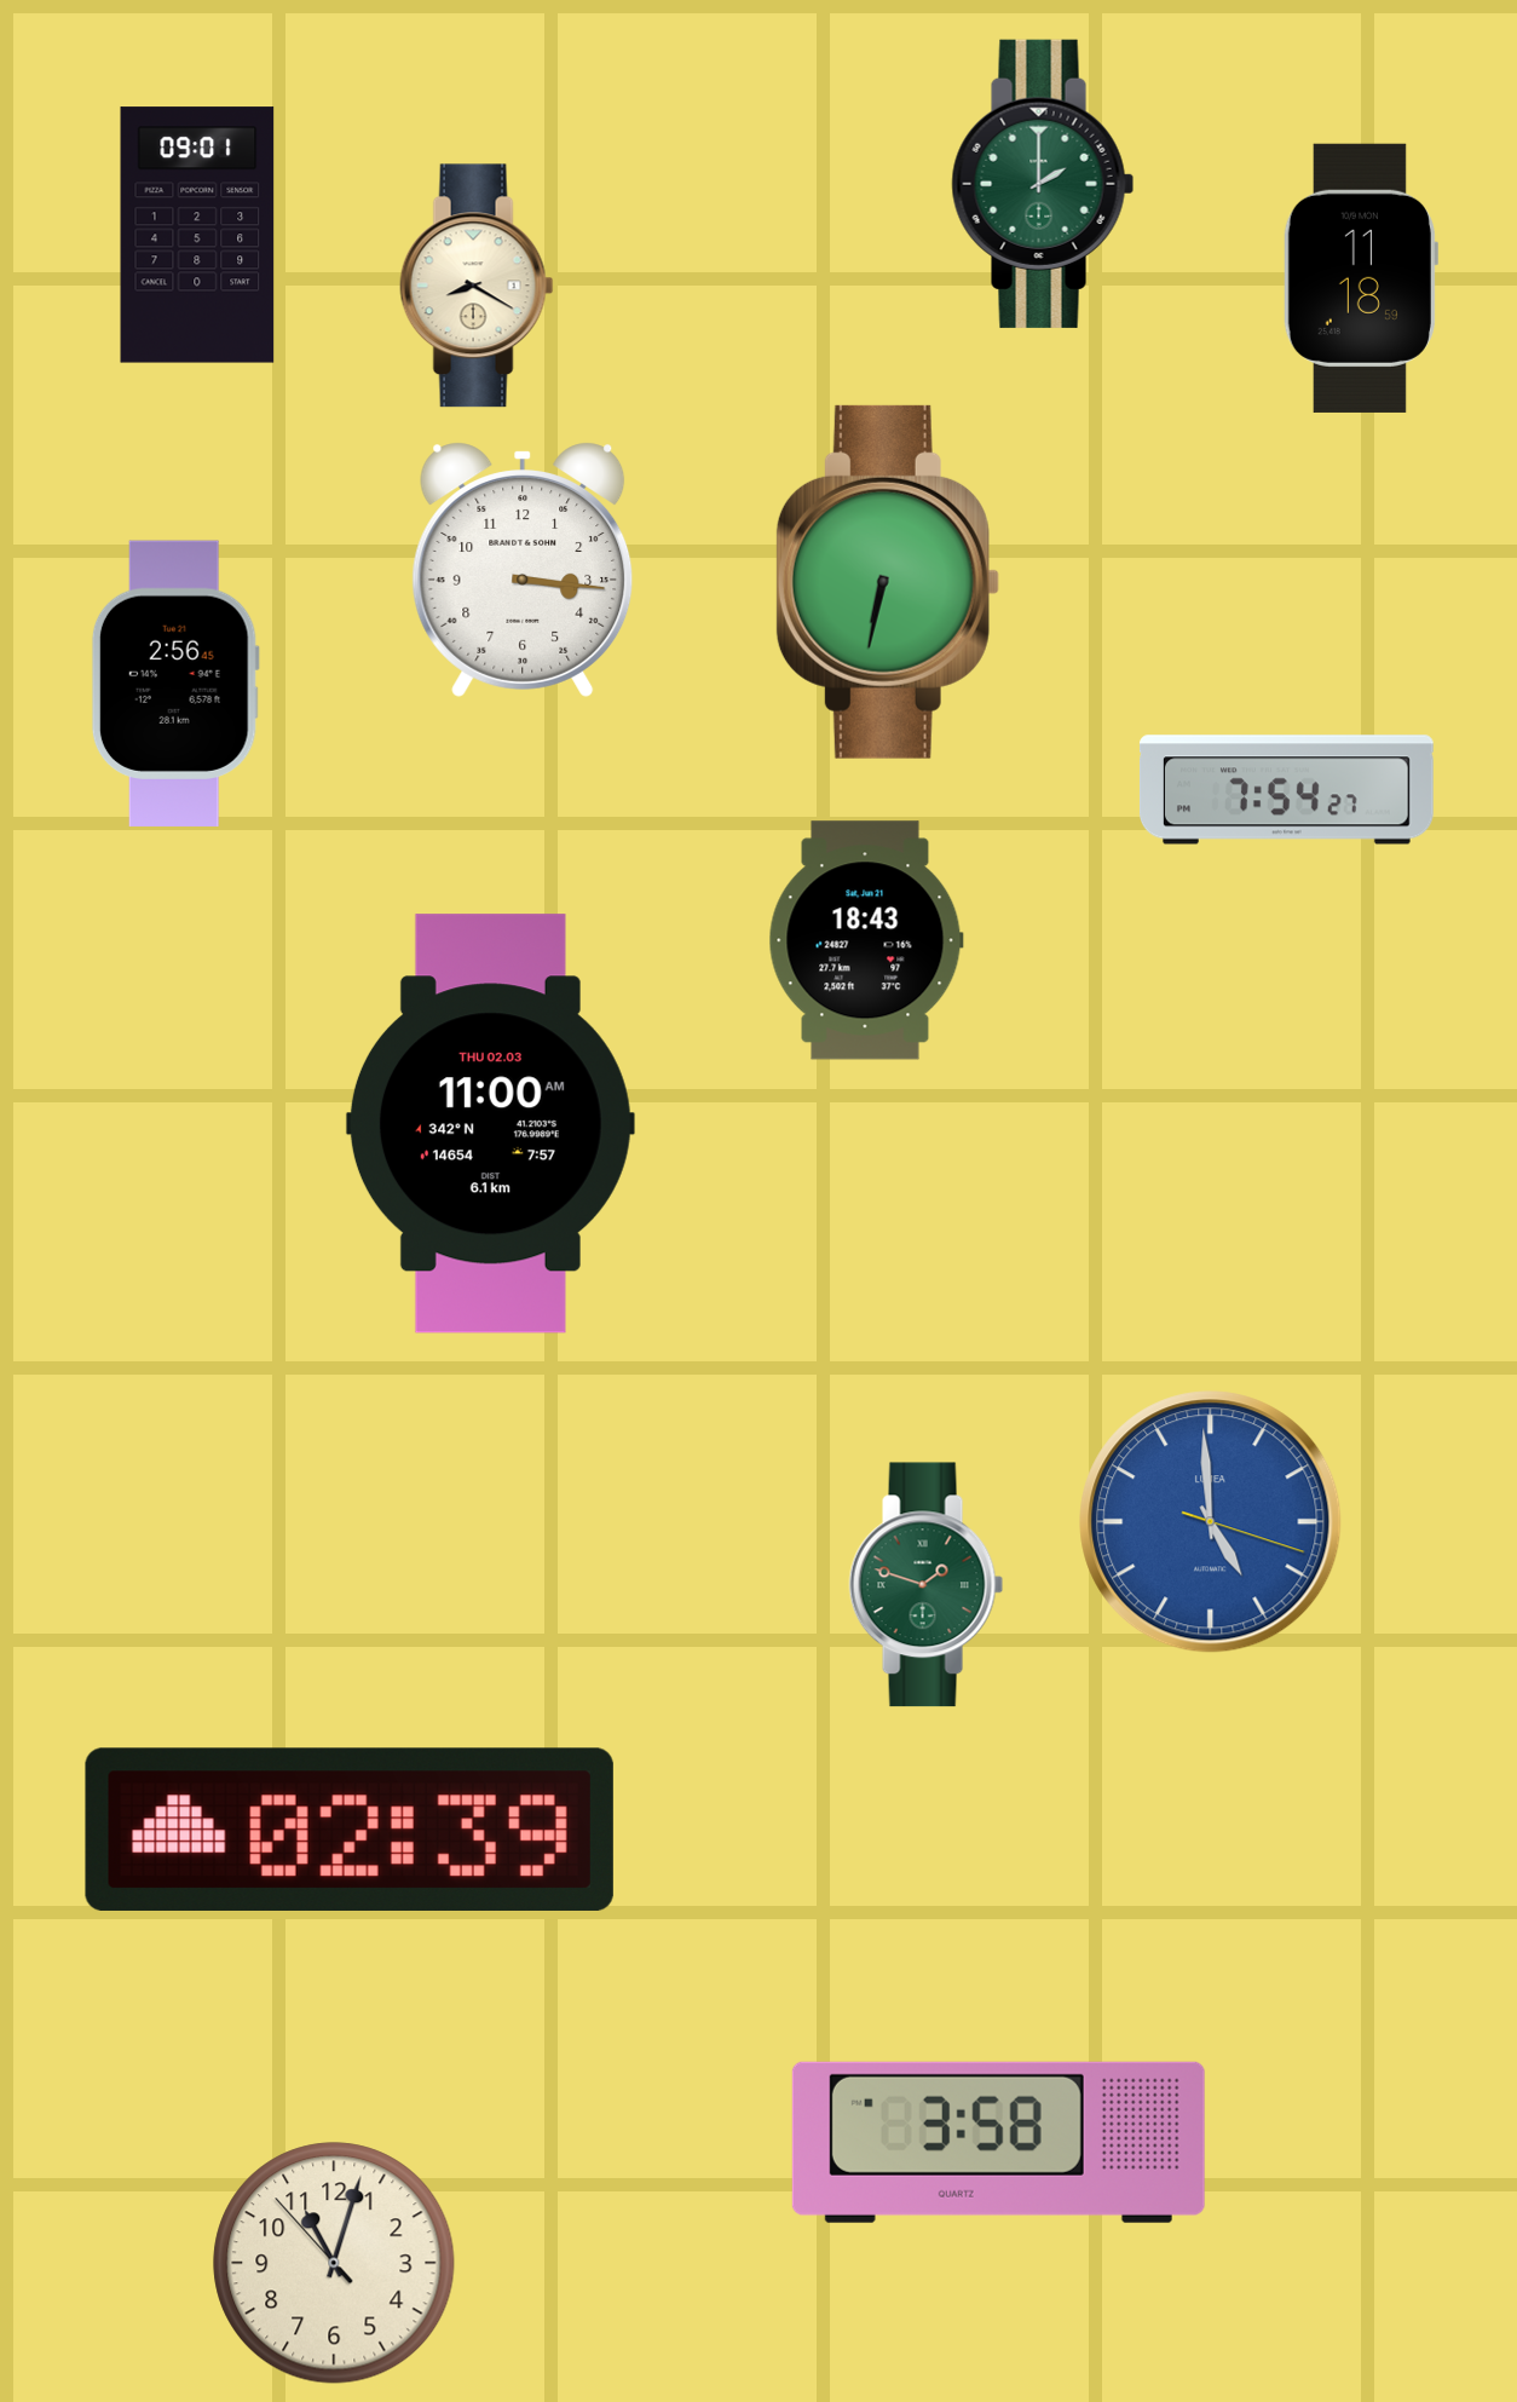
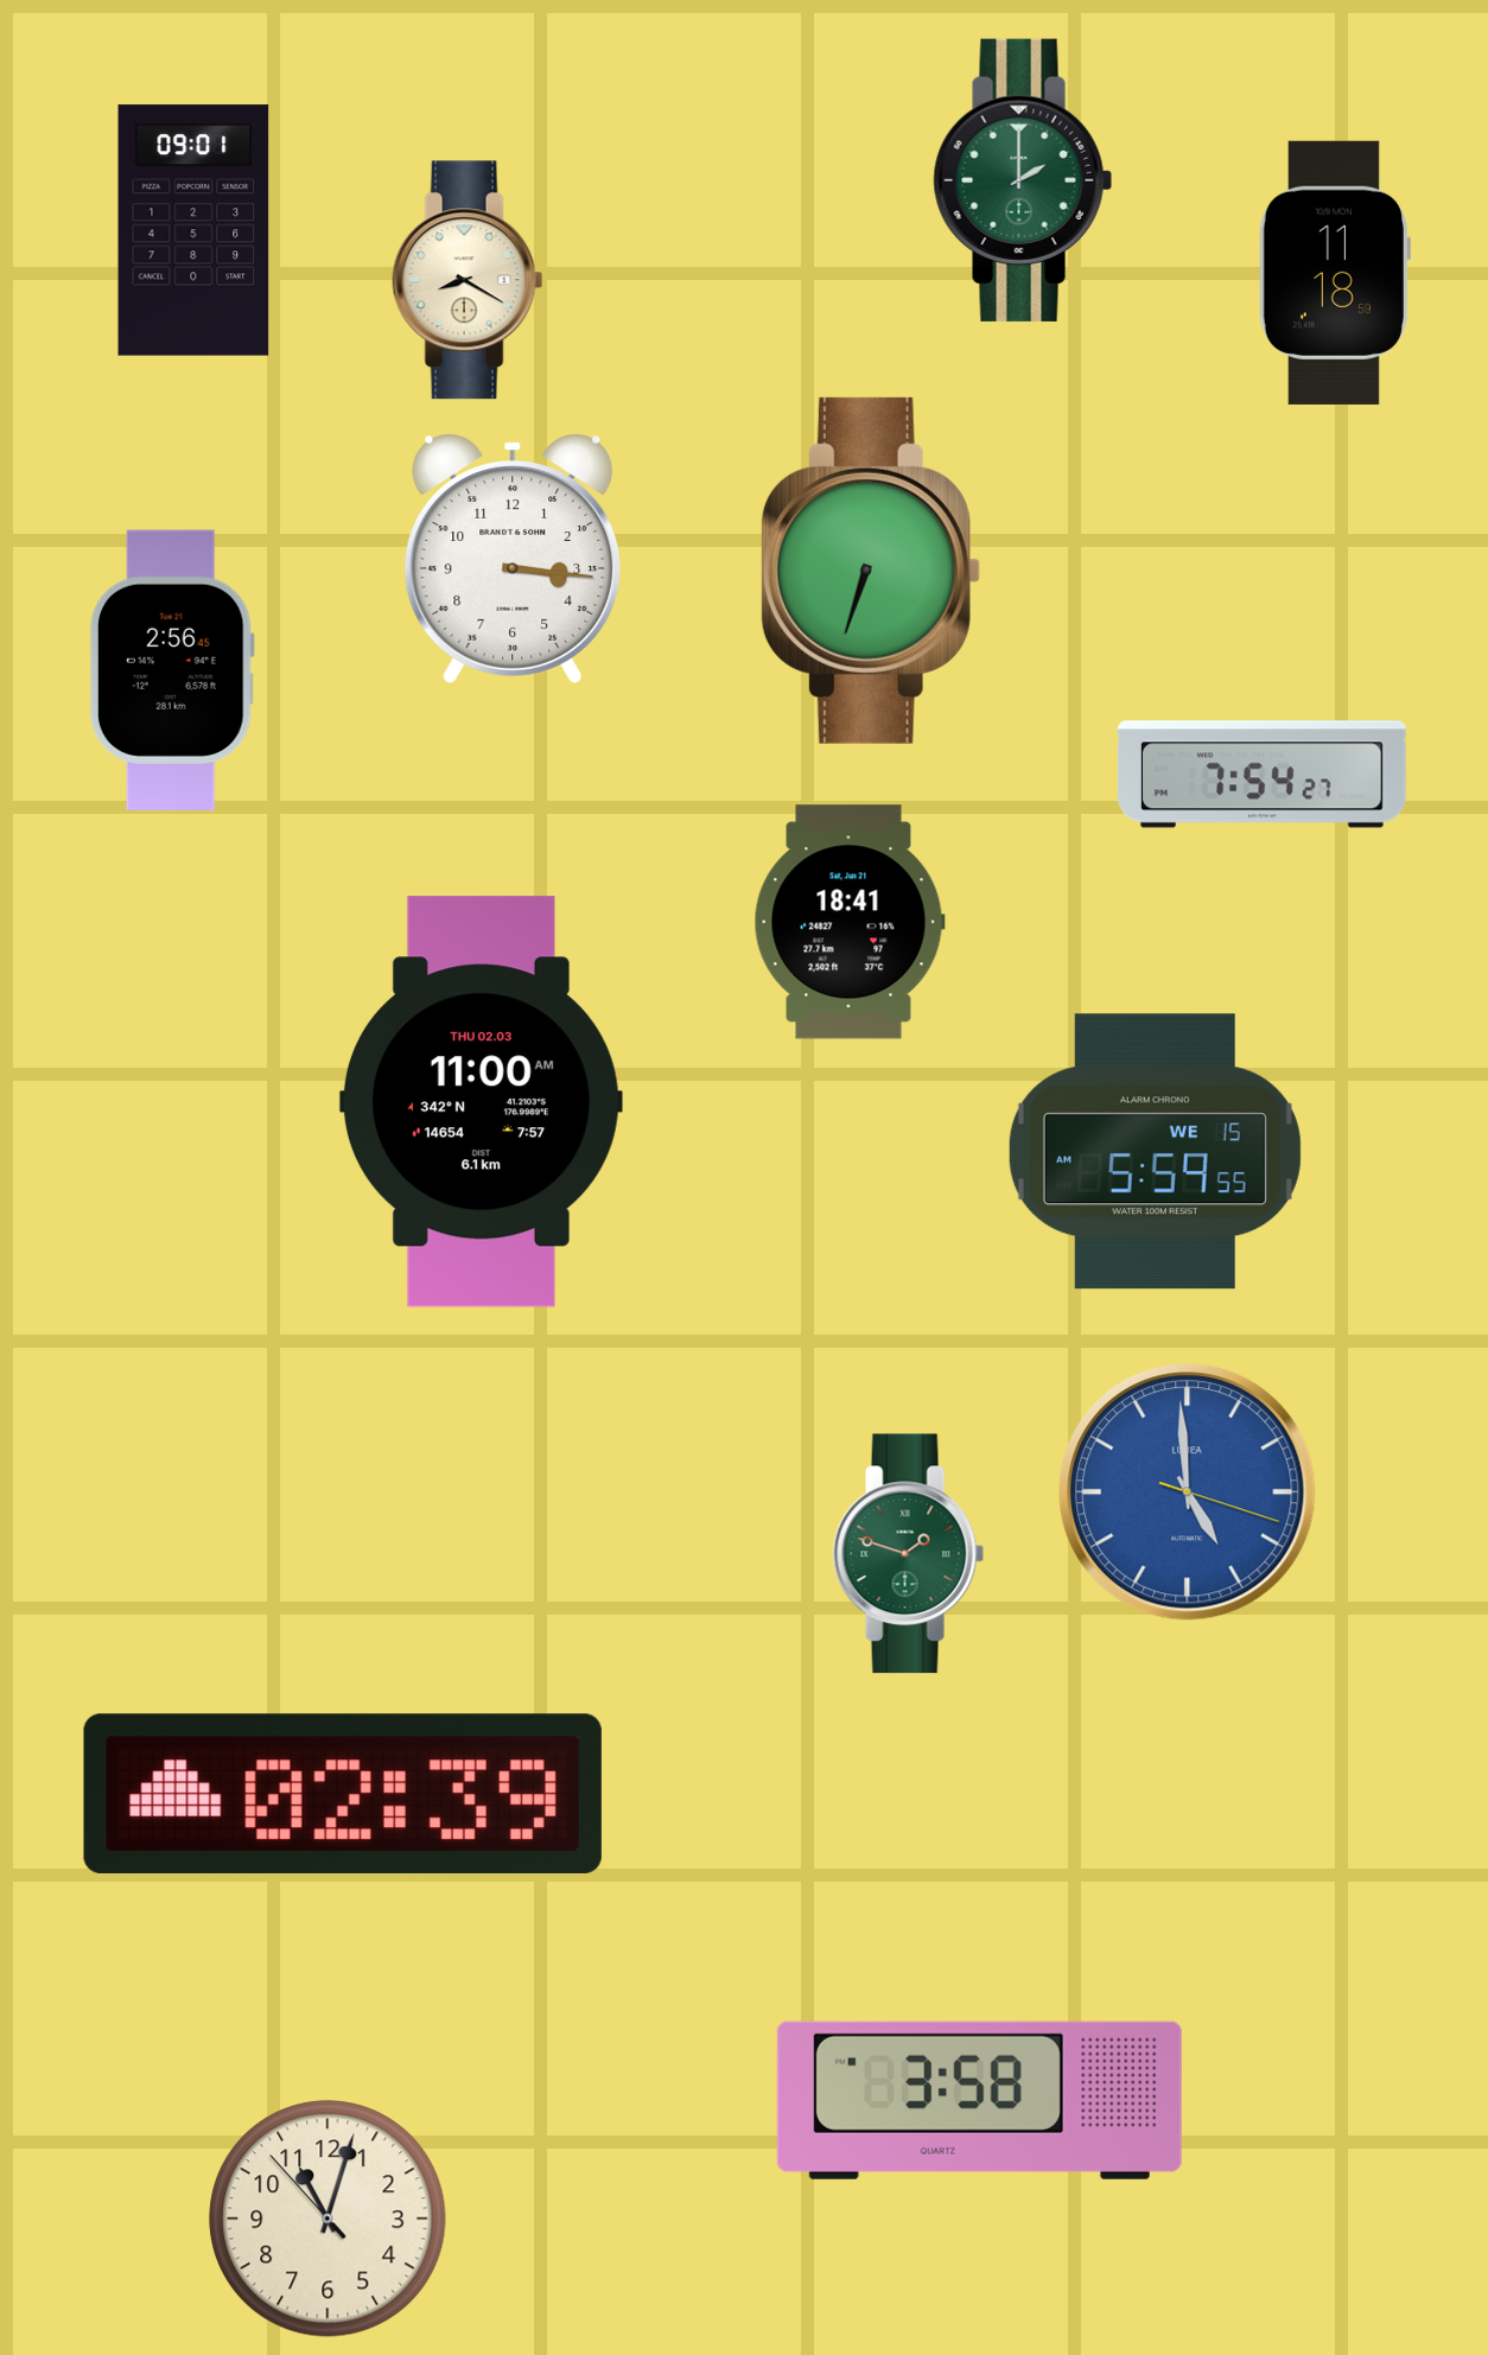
clock at (888, 582): 6:32 -> 6:33
clock at (866, 940): 18:43 -> 18:41
clock at (1155, 1152): none -> 5:59
